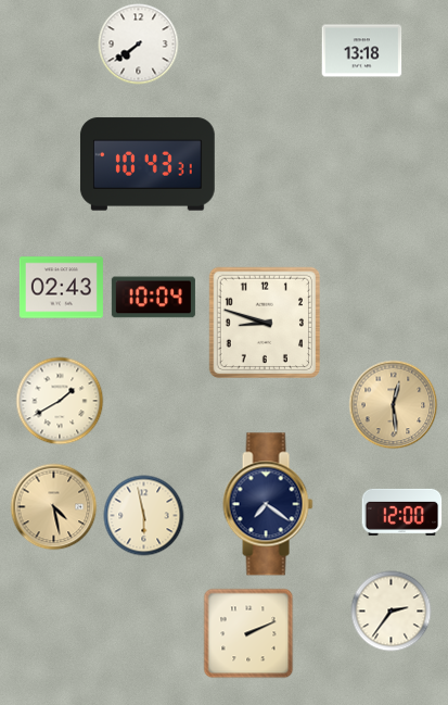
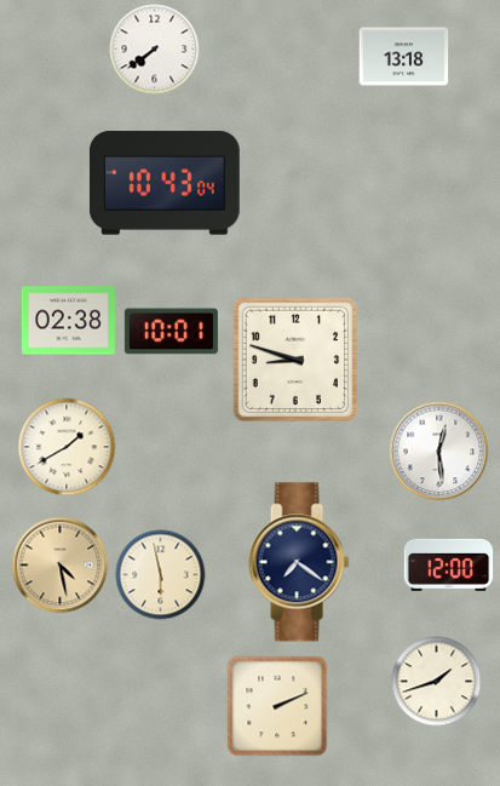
clock at (148, 164): 10:43:31 -> 10:43:04
clock at (61, 288): 02:43 -> 02:38
clock at (153, 298): 10:04 -> 10:01
clock at (394, 405) dial: champagne -> white
clock at (402, 512) position: (402, 512) -> (449, 564)
clock at (392, 612): 2:36 -> 1:42
